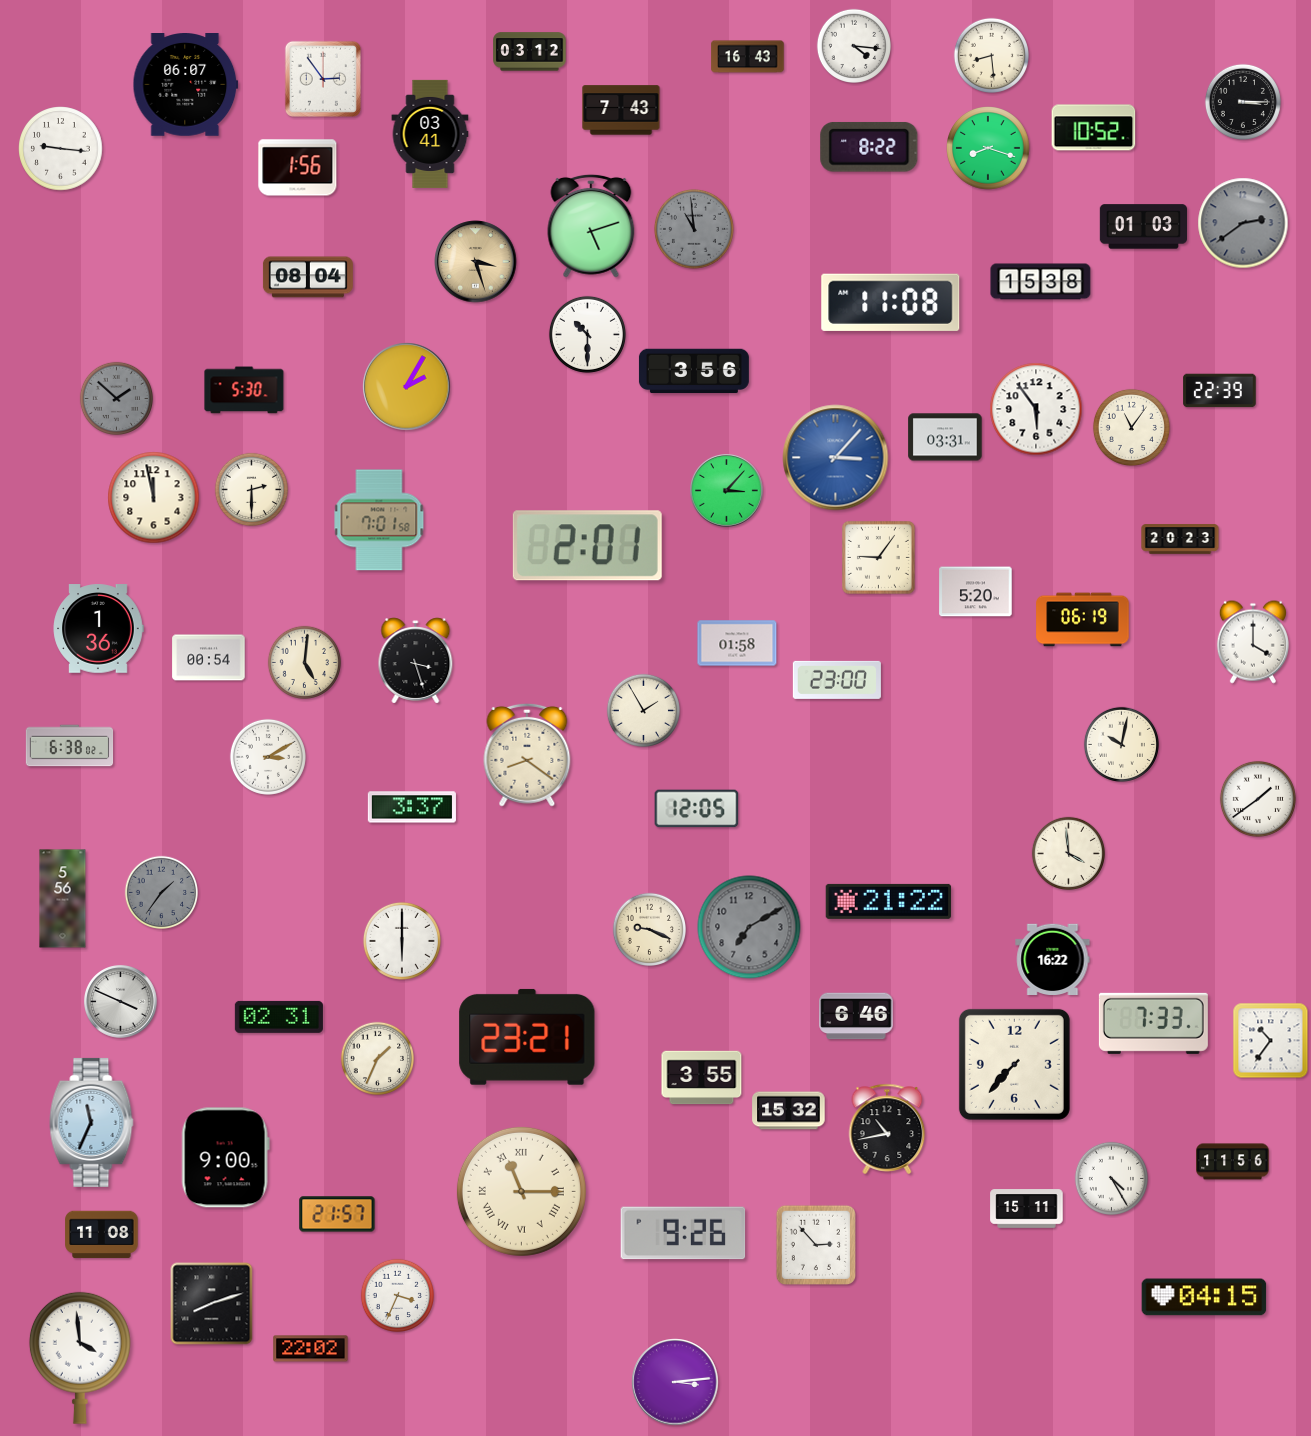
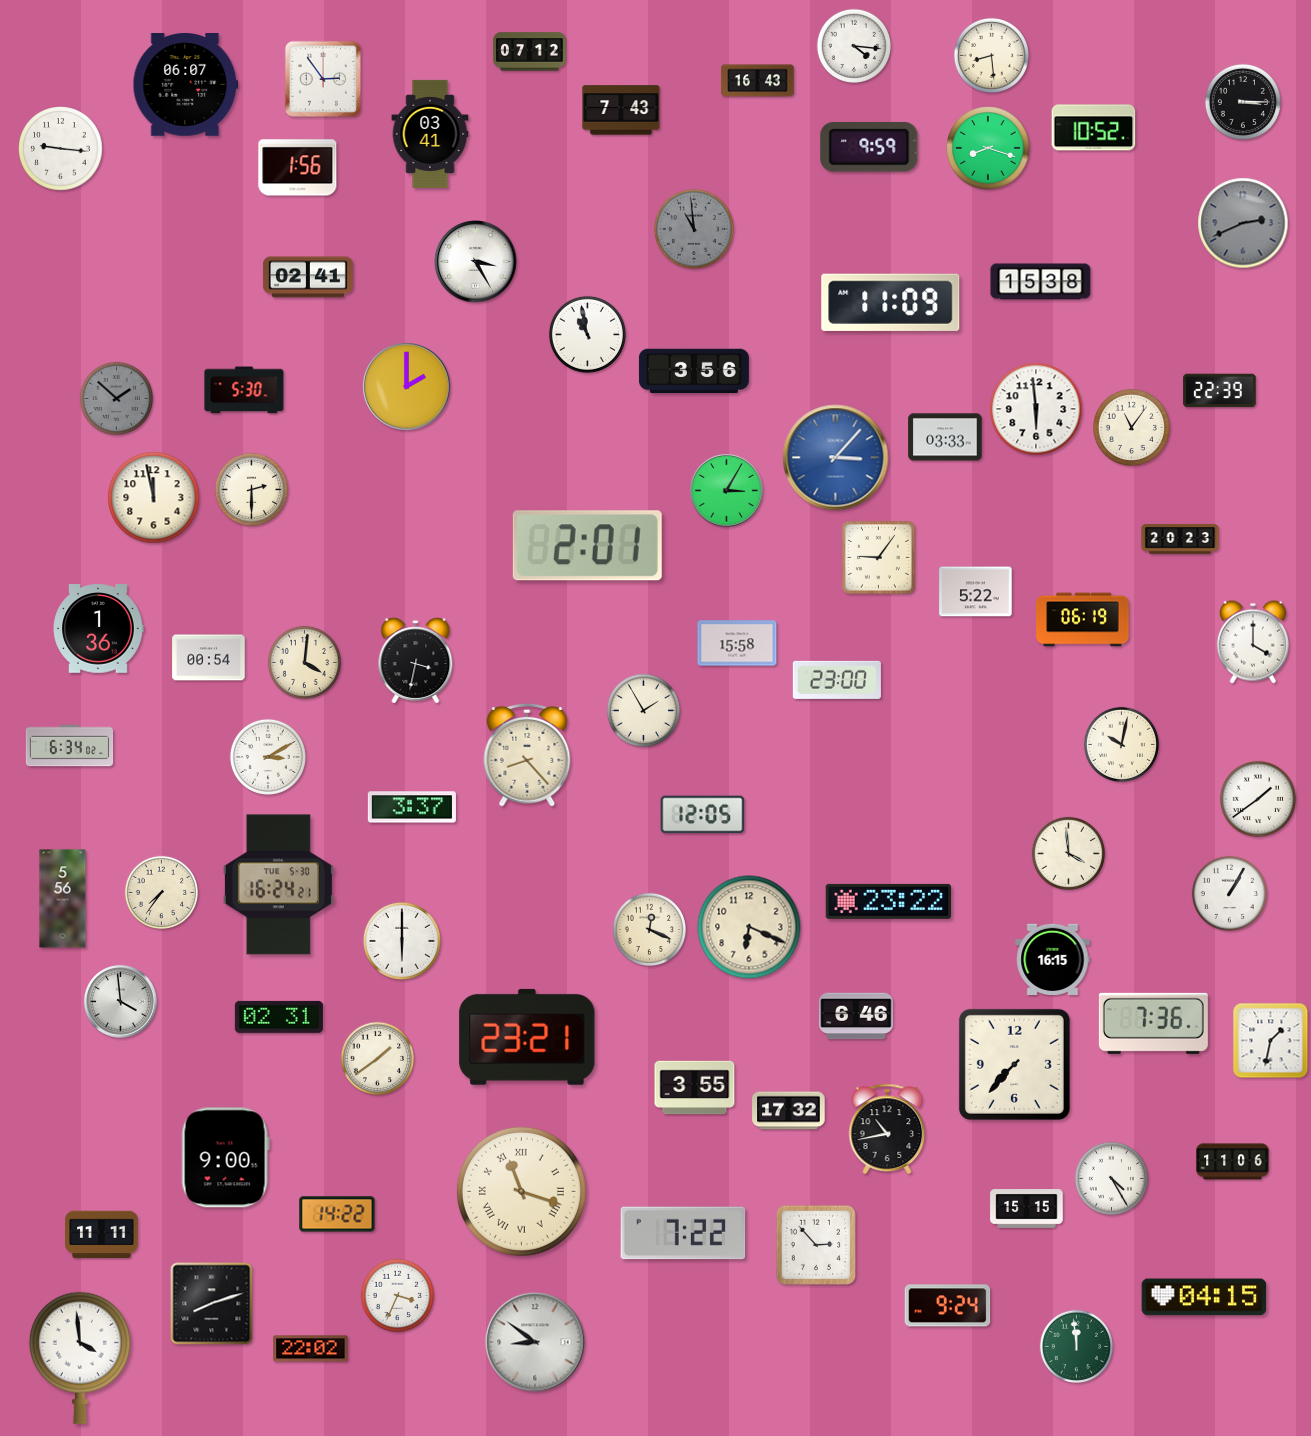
clock at (530, 52): 03:12 -> 07:12
clock at (748, 57) position: (748, 57) -> (758, 81)
clock at (869, 147): 8:22 -> 9:59
clock at (1243, 223): 2:39 -> 2:41
clock at (591, 226): 5:12 -> none
clock at (1143, 227): 01:03 -> none
clock at (476, 262): 3:27 -> 3:25
clock at (476, 262) dial: champagne -> white
clock at (308, 277): 08:04 -> 02:41
clock at (891, 302): 11:08 -> 11:09
clock at (587, 334): 10:30 -> 10:58
clock at (407, 387): 2:05 -> 2:00
clock at (1036, 409): 5:54 -> 5:59
clock at (945, 437): 03:31 -> 03:33
clock at (727, 491): 3:07 -> 3:05
clock at (379, 520): 7:01 -> none
clock at (976, 592): 5:20 -> 5:22
clock at (737, 643): 01:58 -> 15:58
clock at (416, 661): 3:27 -> 3:32
clock at (304, 662): 5:01 -> 4:01
clock at (70, 746): 6:38 -> 6:34
clock at (527, 755): 8:21 -> 8:23
clock at (697, 809) position: (697, 809) -> (703, 815)
clock at (278, 885): none -> 16:24
clock at (161, 892): 1:36 -> 7:36
clock at (161, 892) dial: grey -> cream
clock at (1229, 893): none -> 1:05
clock at (889, 901): 21:22 -> 23:22
clock at (749, 927): 7:10 -> 6:19
clock at (749, 927) dial: grey -> cream
clock at (649, 929): 9:19 -> 12:19
clock at (1053, 959): 16:22 -> 16:15
clock at (121, 1002): 3:49 -> 3:59
clock at (1153, 1023): 7:33 -> 7:36
clock at (1271, 1041): 10:36 -> 1:32
clock at (377, 1058): 1:34 -> 1:39
clock at (702, 1078) position: (702, 1078) -> (695, 1088)
clock at (789, 1111): 15:32 -> 17:32
clock at (92, 1122): 11:34 -> none
clock at (1233, 1162): 11:56 -> 11:06
clock at (521, 1191): 11:15 -> 11:18
clock at (1027, 1209): 15:11 -> 15:15
clock at (337, 1214): 21:57 -> 14:22
clock at (683, 1233): 9:26 -> 7:22
clock at (102, 1235): 11:08 -> 11:11
clock at (948, 1306): none -> 9:24
clock at (535, 1342): none -> 8:51
clock at (1076, 1346): none -> 11:59
clock at (675, 1382): 3:14 -> none
